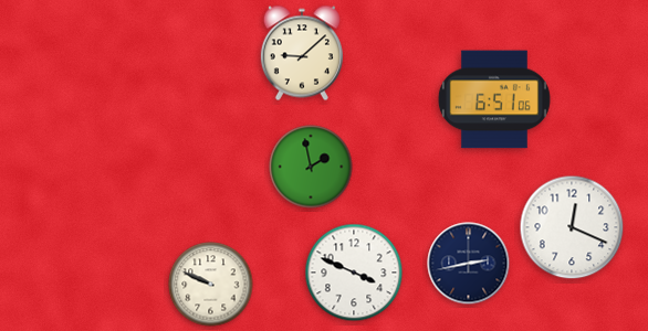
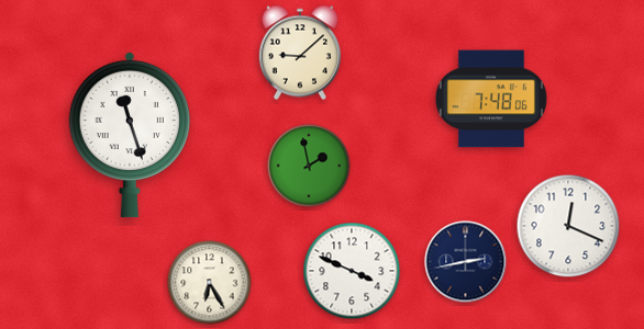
clock at (494, 99): 6:51 -> 7:48
clock at (130, 135): none -> 11:27
clock at (211, 285): 9:49 -> 6:25
